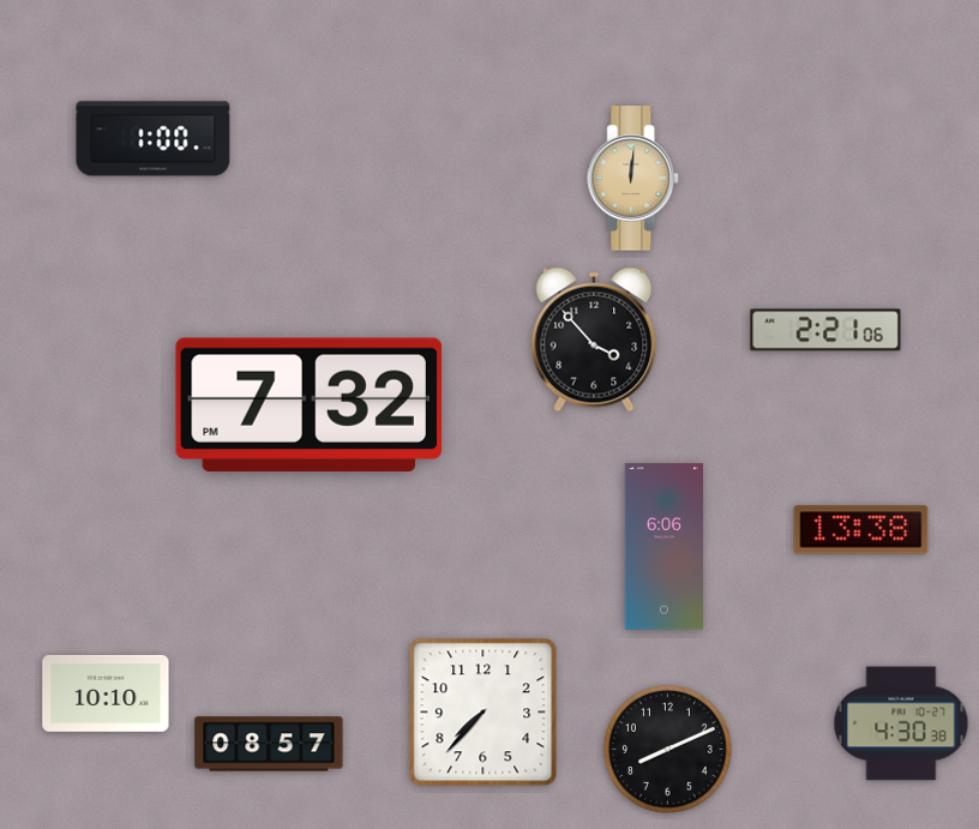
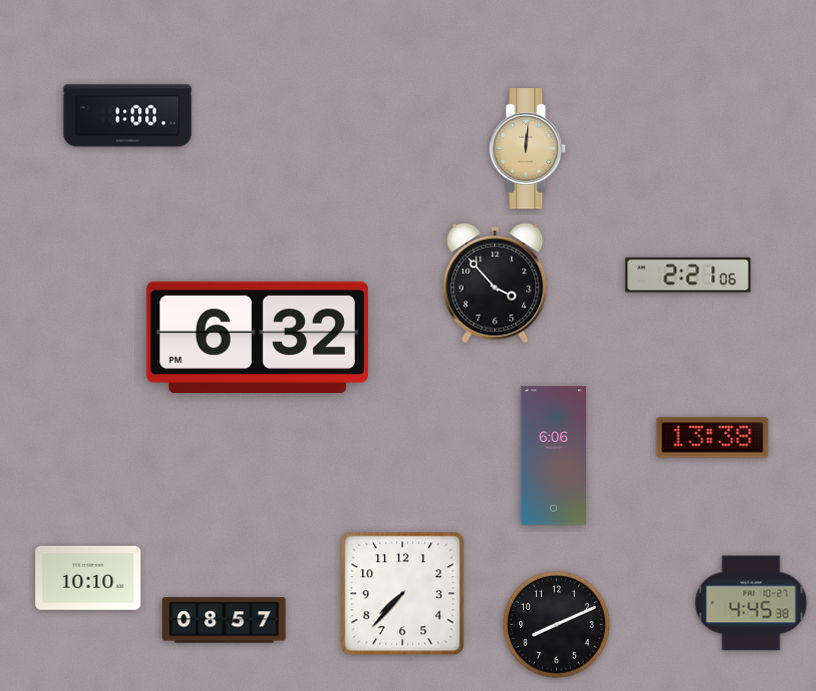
clock at (308, 404): 7:32 -> 6:32
clock at (861, 530) position: (861, 530) -> (713, 438)
clock at (901, 723): 4:30 -> 4:45
